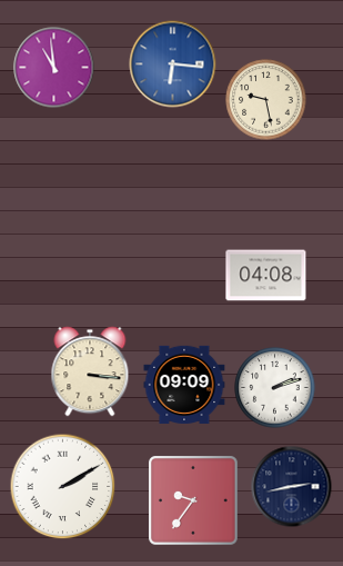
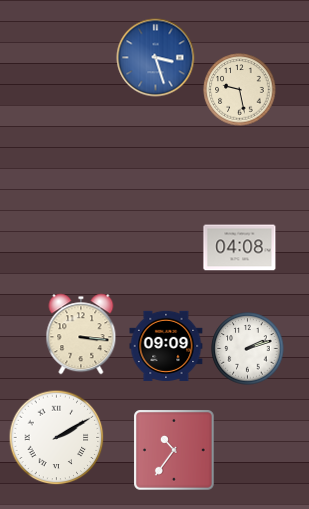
clock at (173, 64): 6:16 -> 3:27
clock at (54, 68): 10:59 -> none
clock at (292, 487): 2:43 -> none
clock at (194, 502): 9:36 -> 10:36
